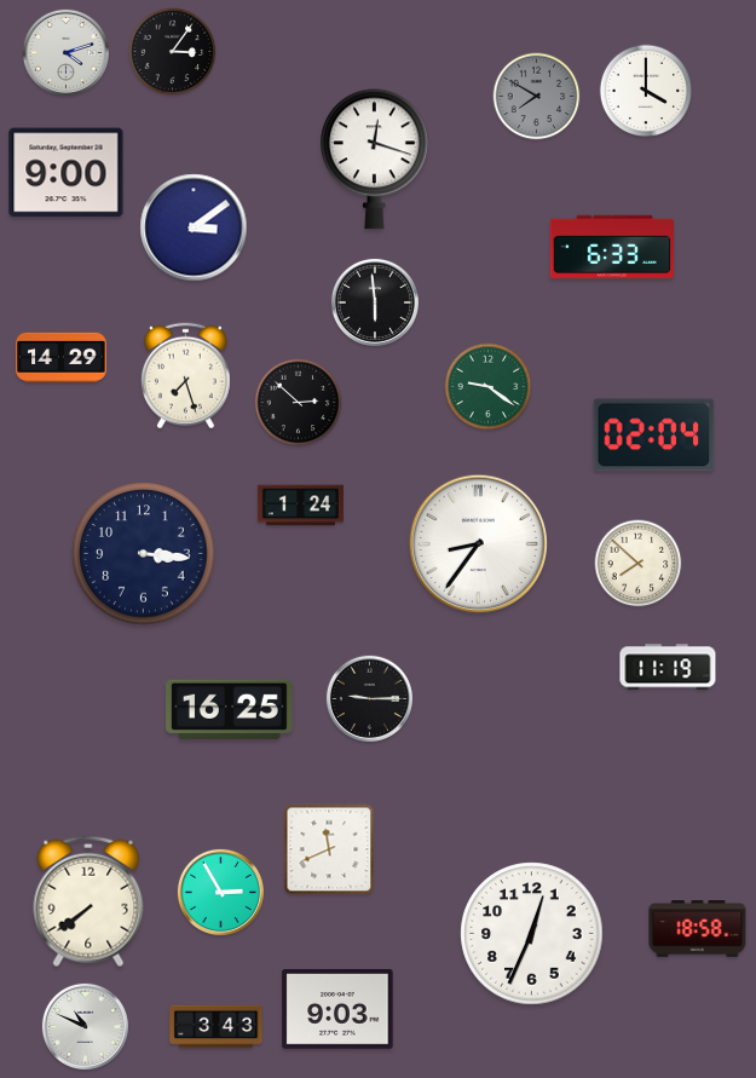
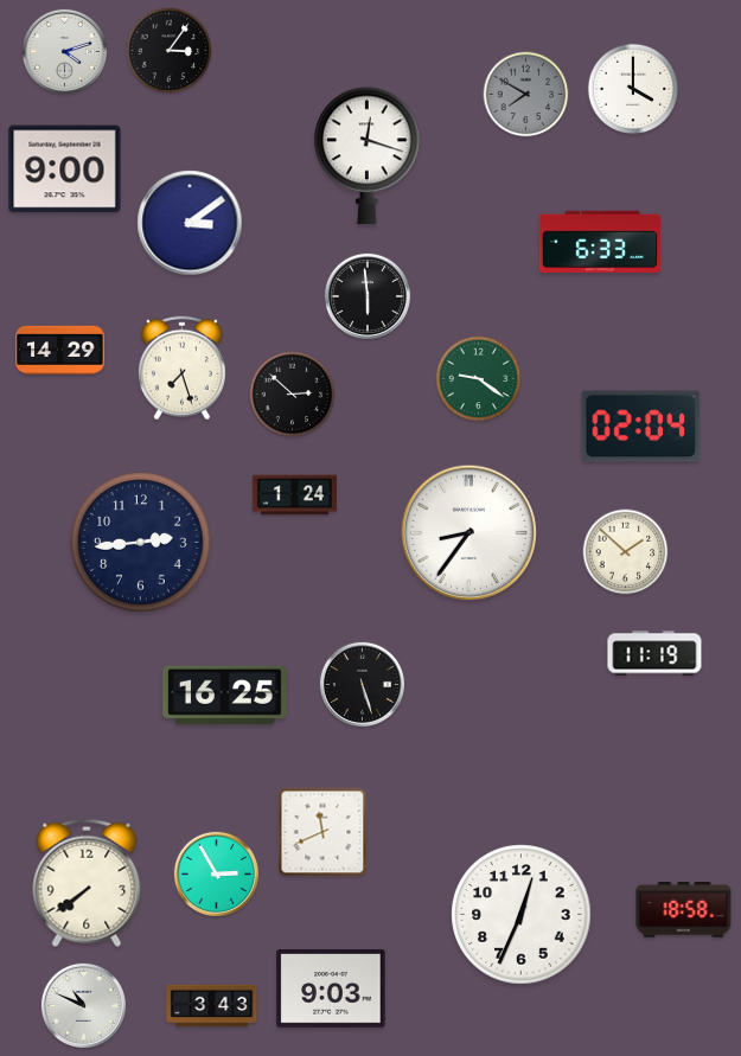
clock at (144, 554): 3:16 -> 2:44
clock at (639, 564): 7:52 -> 1:52
clock at (369, 698): 9:15 -> 5:27
